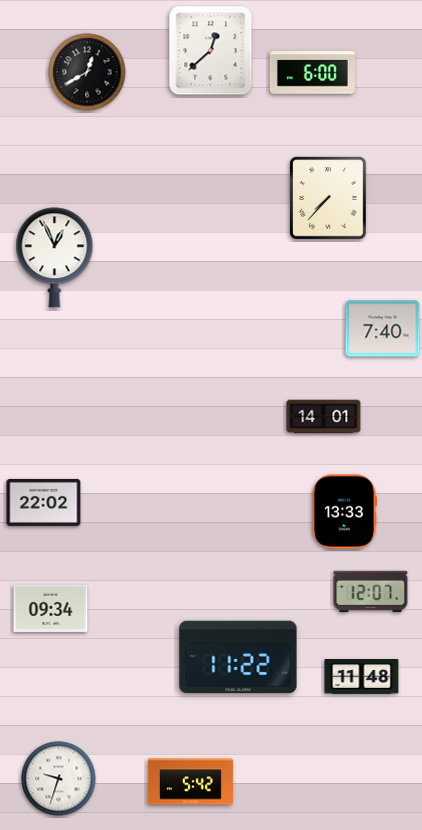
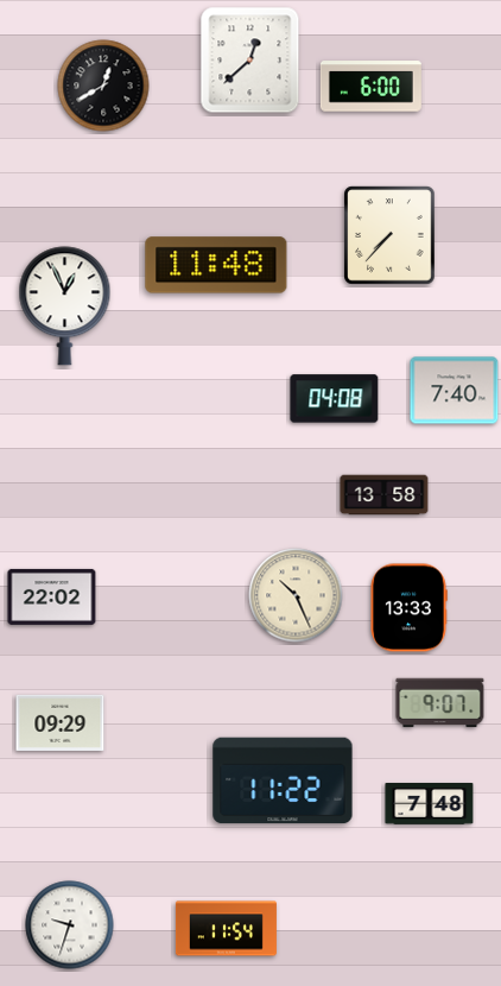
clock at (216, 265): none -> 11:48
clock at (335, 399): none -> 04:08
clock at (324, 417): 14:01 -> 13:58
clock at (296, 595): none -> 10:26
clock at (371, 592): 12:07 -> 9:07
clock at (51, 608): 09:34 -> 09:29
clock at (362, 677): 11:48 -> 7:48
clock at (190, 782): 5:42 -> 11:54
